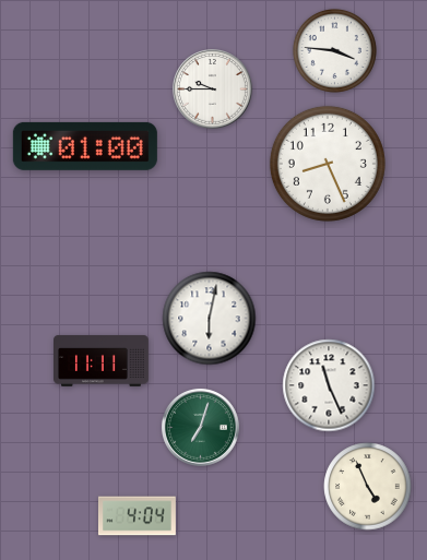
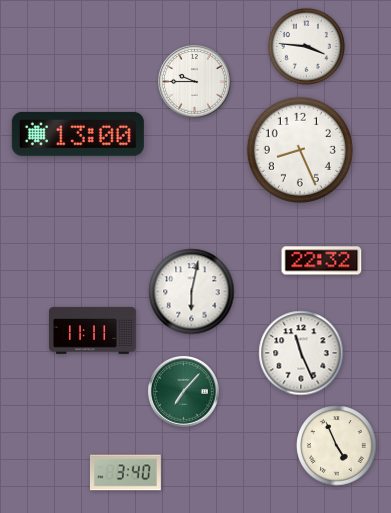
clock at (85, 146): 01:00 -> 13:00
clock at (322, 261): none -> 22:32
clock at (200, 427): 7:03 -> 7:07
clock at (137, 516): 4:04 -> 3:40
